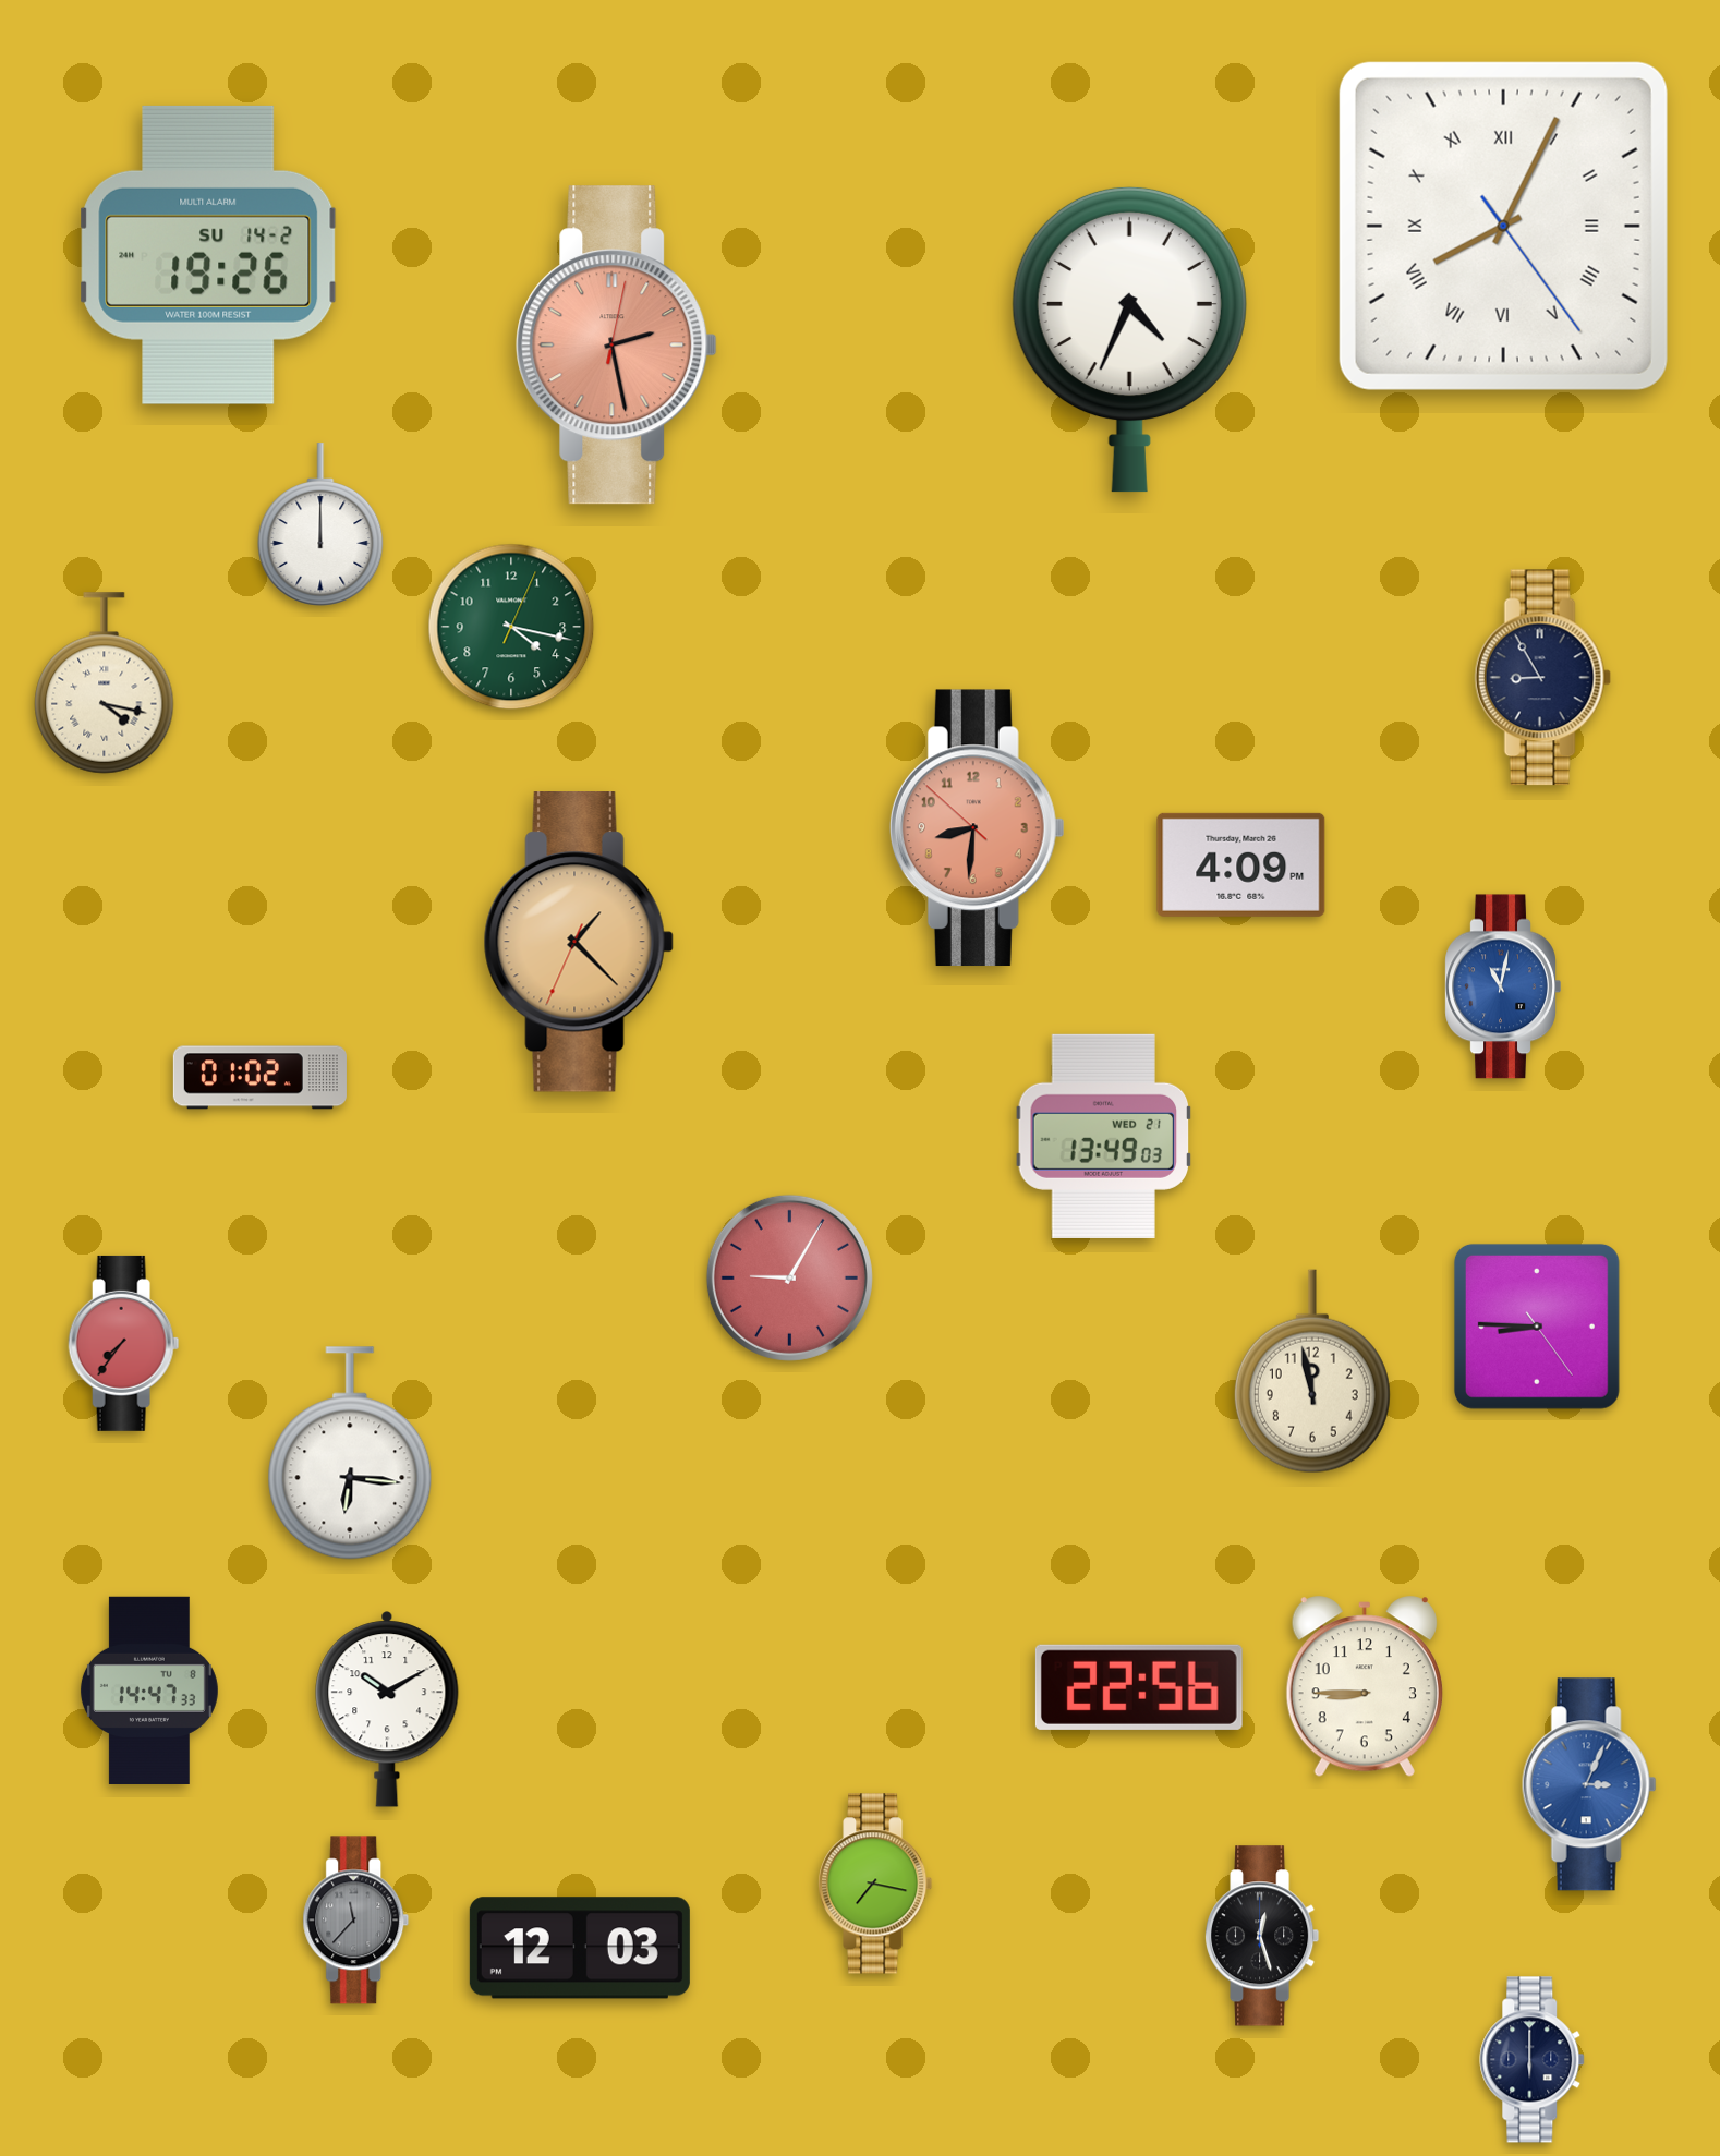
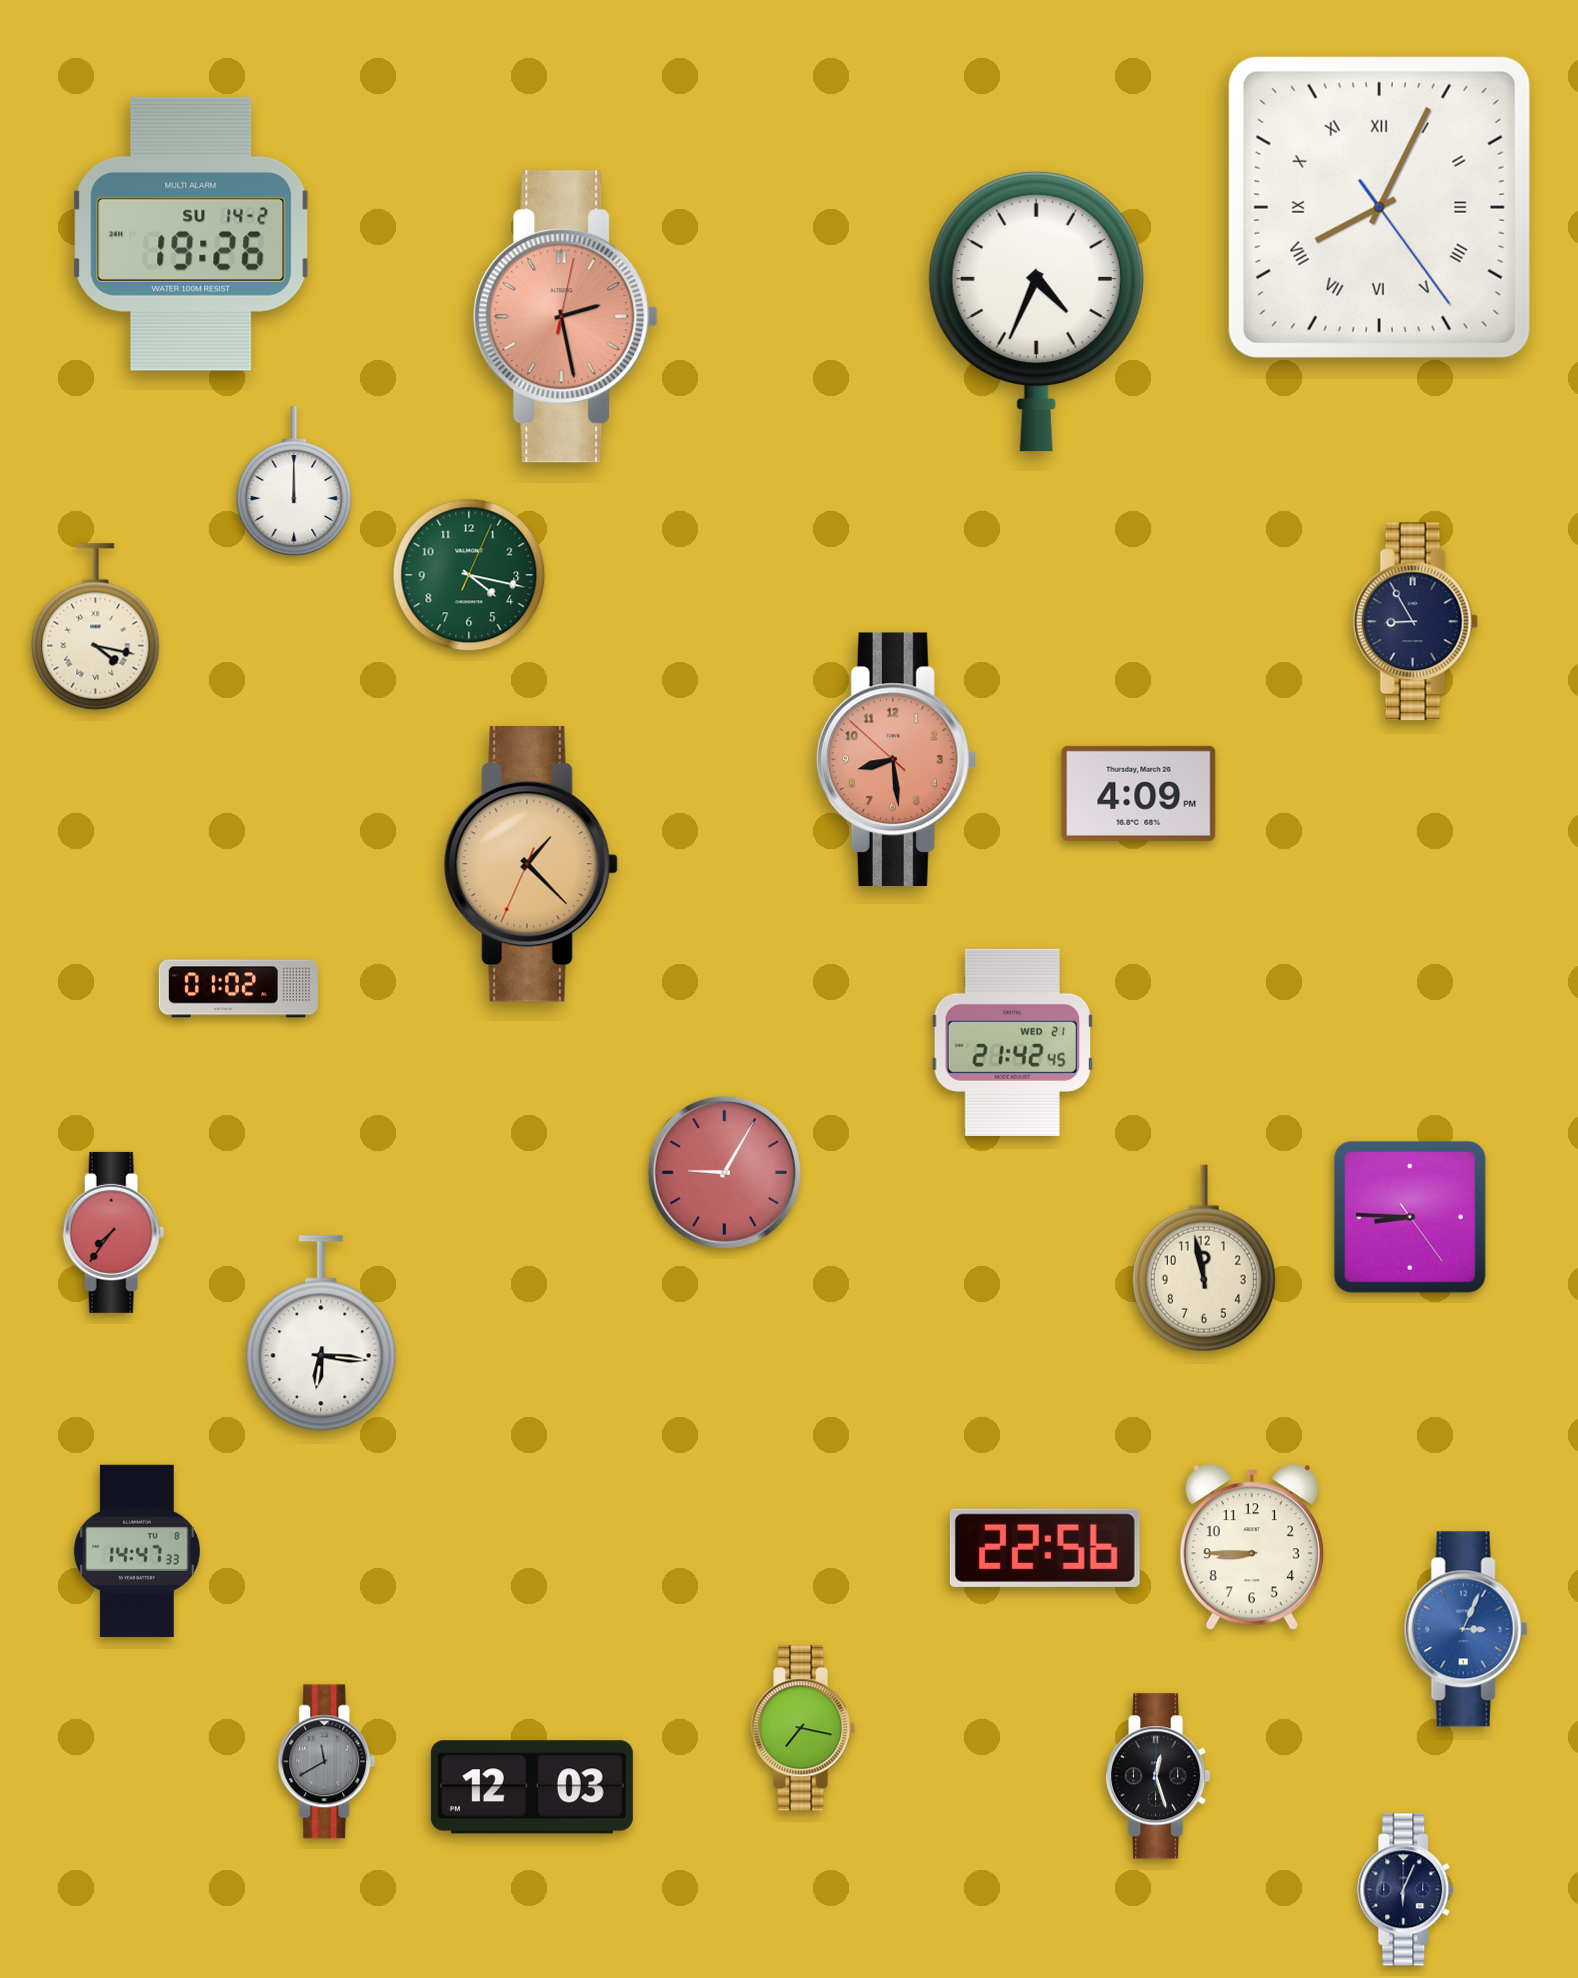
clock at (977, 828): 8:30 -> 8:28
clock at (1503, 986): 11:02 -> none
clock at (1104, 1136): 13:49 -> 21:42
clock at (387, 1709): 10:10 -> none
clock at (1589, 1784) position: (1589, 1784) -> (1466, 1629)
clock at (356, 1921): 11:37 -> 11:40
clock at (1533, 2060): 6:00 -> 6:04
